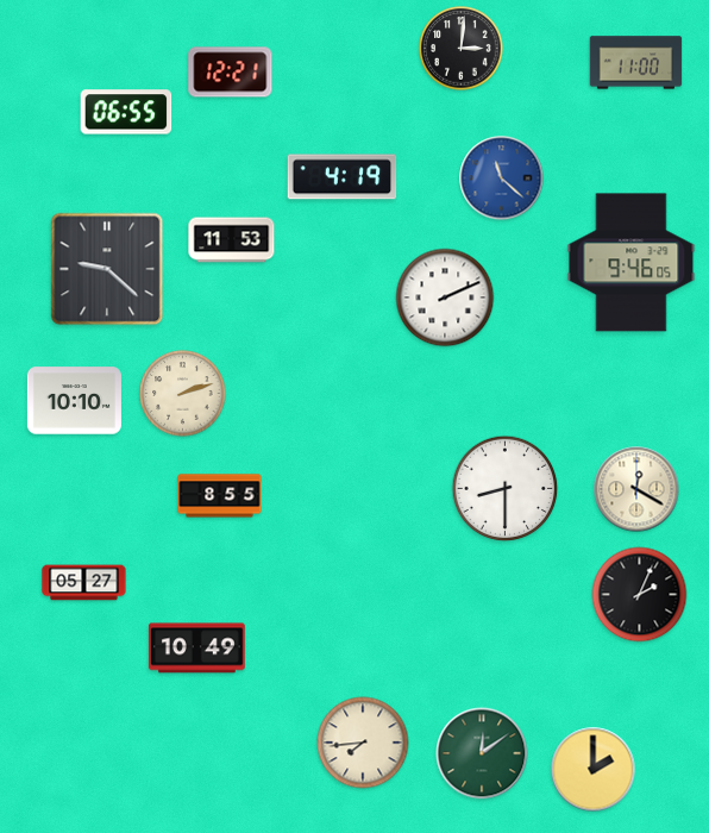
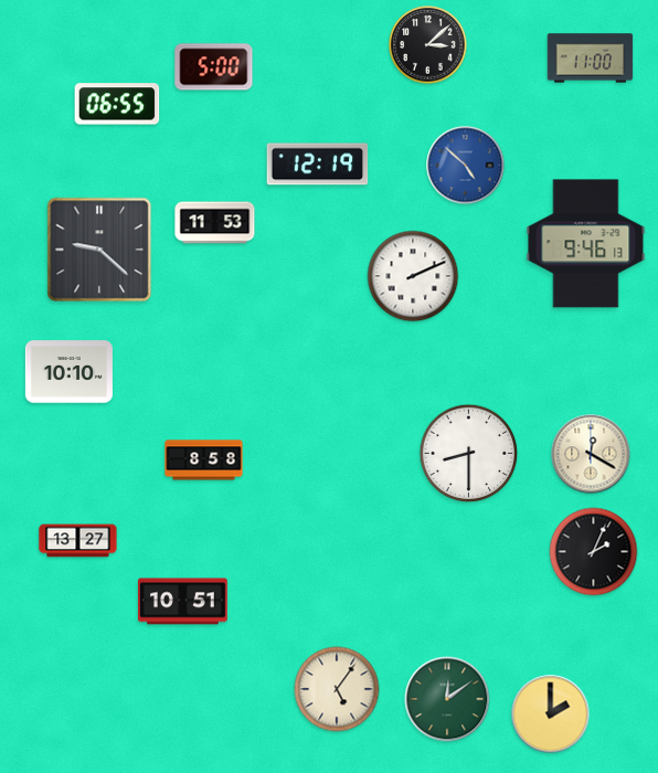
clock at (462, 49): 3:01 -> 3:08
clock at (231, 73): 12:21 -> 5:00
clock at (343, 177): 4:19 -> 12:19
clock at (502, 178): 11:22 -> 4:52
clock at (632, 263): 9:46:05 -> 9:46:13
clock at (183, 394): 2:12 -> none
clock at (220, 496): 8:55 -> 8:58
clock at (84, 583): 05:27 -> 13:27
clock at (197, 649): 10:49 -> 10:51
clock at (363, 743): 7:44 -> 5:06
